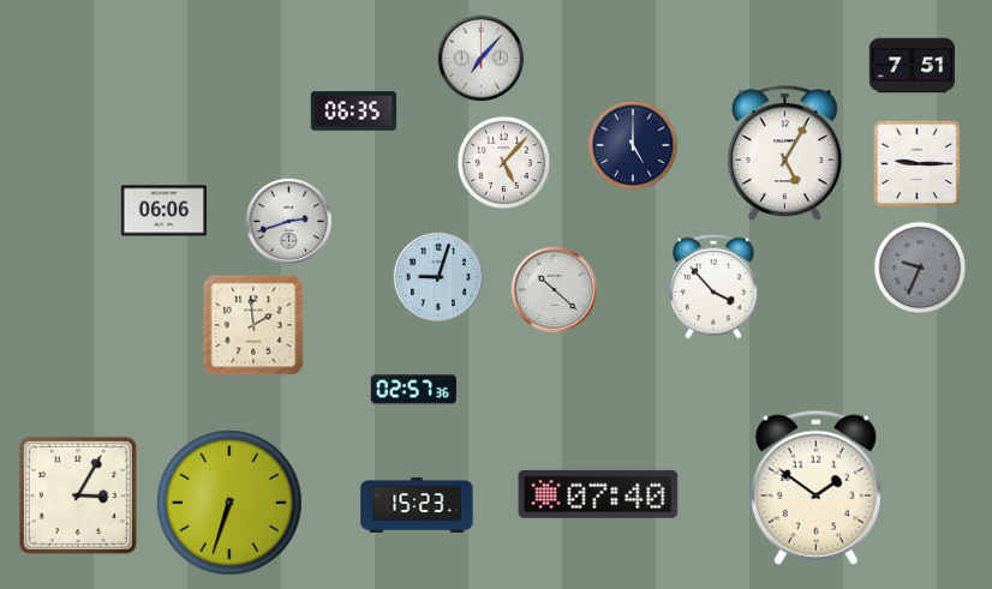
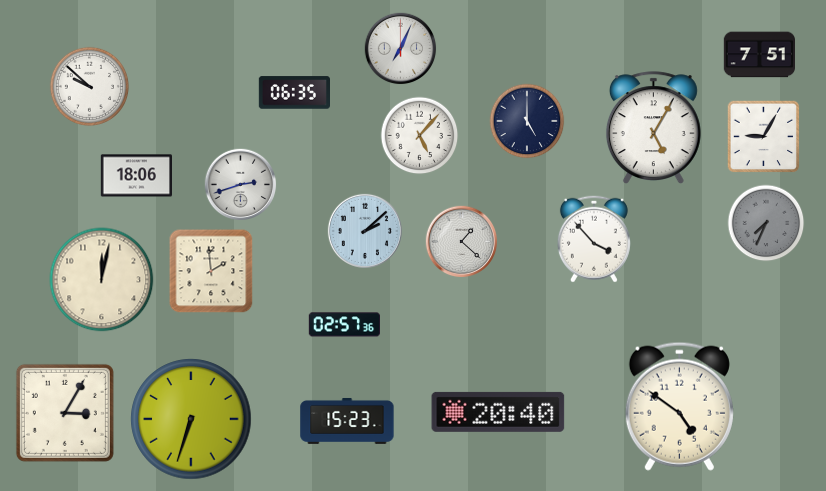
clock at (482, 59): 7:07 -> 7:04
clock at (89, 86): none -> 9:52
clock at (918, 164): 9:15 -> 9:05
clock at (163, 211): 06:06 -> 18:06
clock at (920, 268): 9:34 -> 7:34
clock at (438, 277): 9:03 -> 2:08
clock at (555, 290): 10:22 -> 1:22
clock at (102, 280): none -> 12:02
clock at (815, 487): 1:51 -> 4:51
clock at (598, 494): 07:40 -> 20:40
